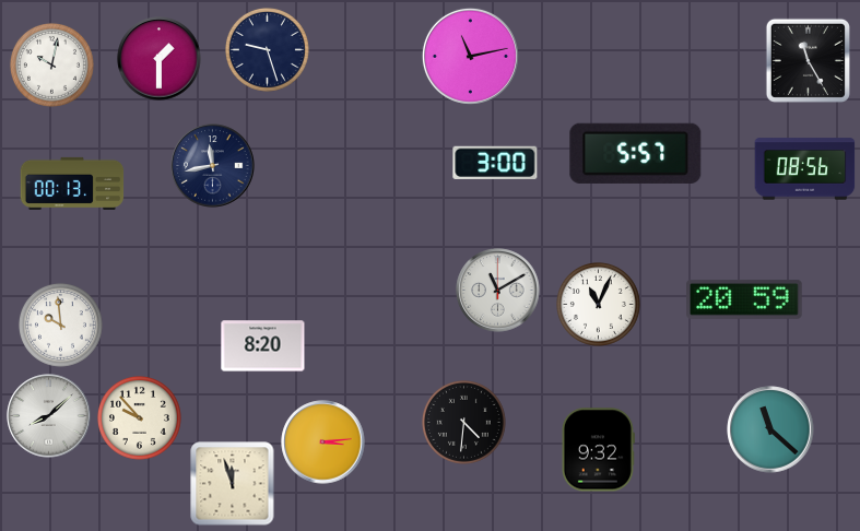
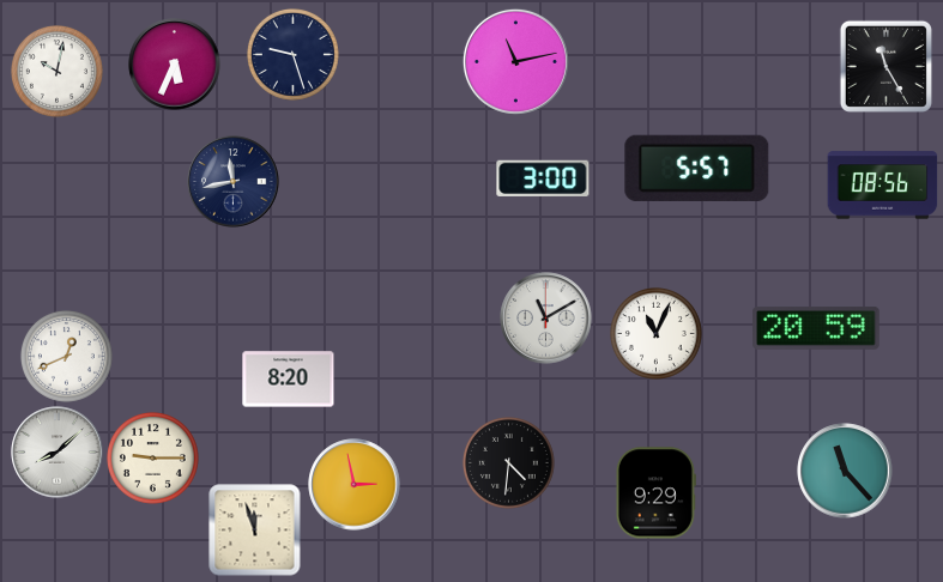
clock at (160, 59): 1:30 -> 5:34
clock at (72, 184): 00:13 -> none
clock at (60, 324): 9:59 -> 12:41
clock at (49, 416) position: (49, 416) -> (58, 453)
clock at (139, 417): 9:53 -> 9:15
clock at (770, 429): 11:22 -> 11:23
clock at (323, 442): 3:14 -> 2:58
clock at (598, 450): 9:32 -> 9:29
